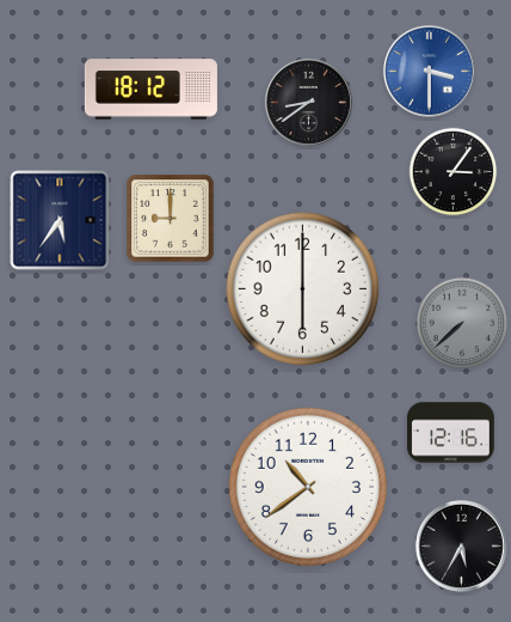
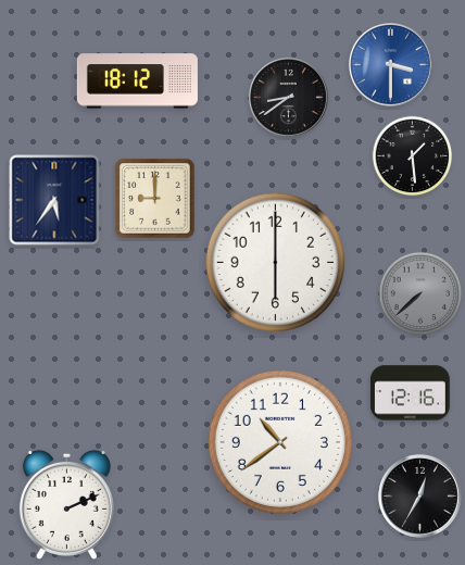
clock at (308, 102) position: (308, 102) -> (288, 97)
clock at (454, 172): 3:06 -> 1:29
clock at (461, 545): 5:35 -> 12:35
clock at (66, 504): none -> 2:11
